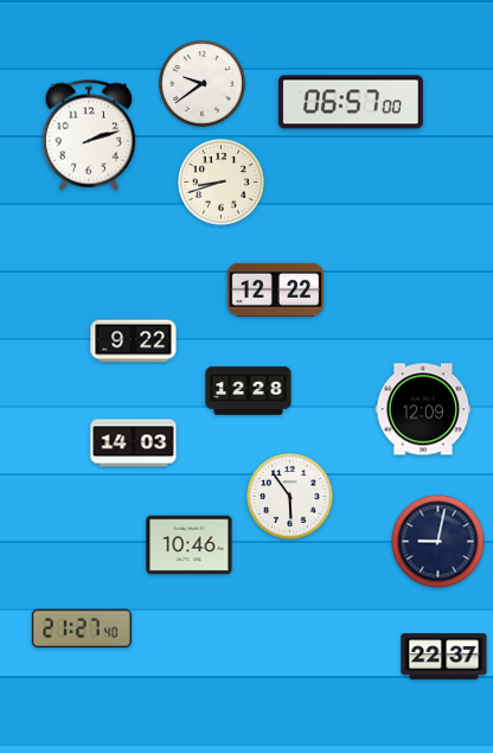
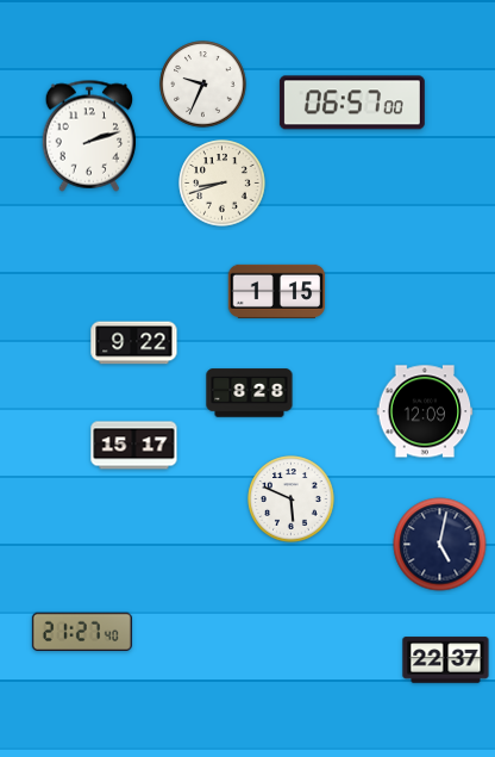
clock at (203, 84): 9:39 -> 9:34
clock at (276, 289): 12:22 -> 1:15
clock at (249, 391): 12:28 -> 8:28
clock at (134, 443): 14:03 -> 15:17
clock at (290, 497): 5:54 -> 5:49
clock at (438, 542): 9:02 -> 5:02
clock at (190, 545): 10:46 -> none
